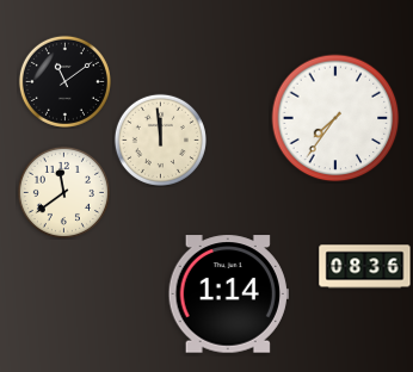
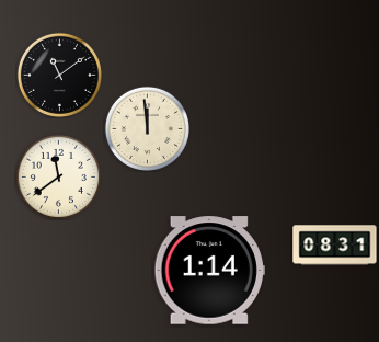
clock at (335, 118): 7:36 -> none
clock at (365, 267): 08:36 -> 08:31
